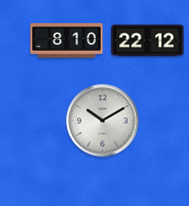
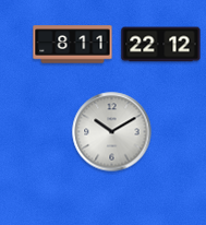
clock at (67, 41): 8:10 -> 8:11
